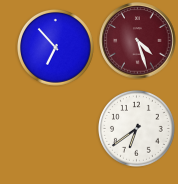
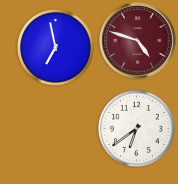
clock at (138, 41): 4:27 -> 4:48
clock at (56, 48): 6:53 -> 6:58
